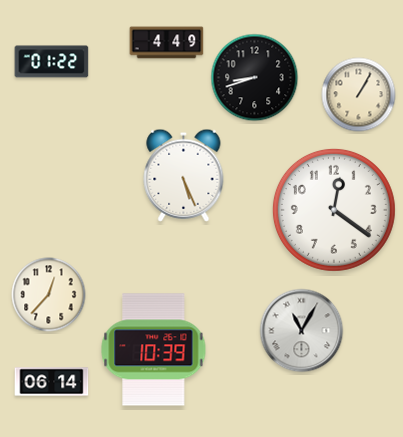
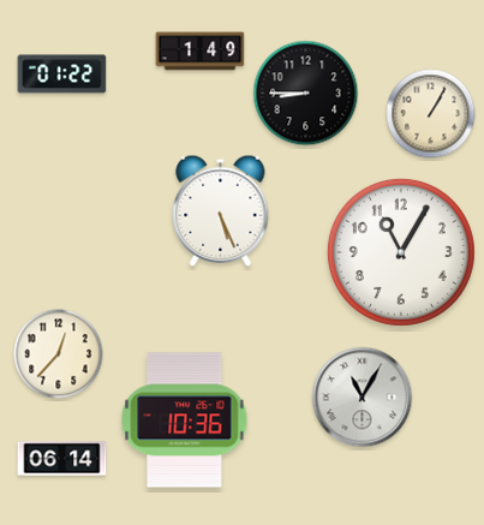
clock at (167, 43): 4:49 -> 1:49
clock at (255, 78): 8:42 -> 8:45
clock at (334, 210): 12:21 -> 11:05
clock at (154, 350): 10:39 -> 10:36
